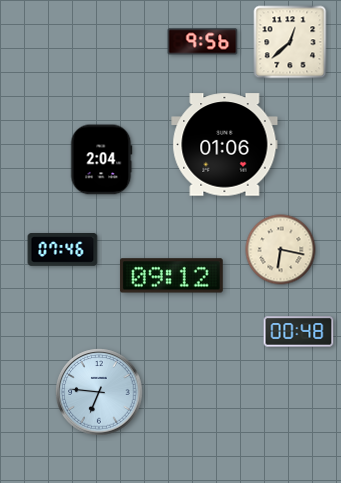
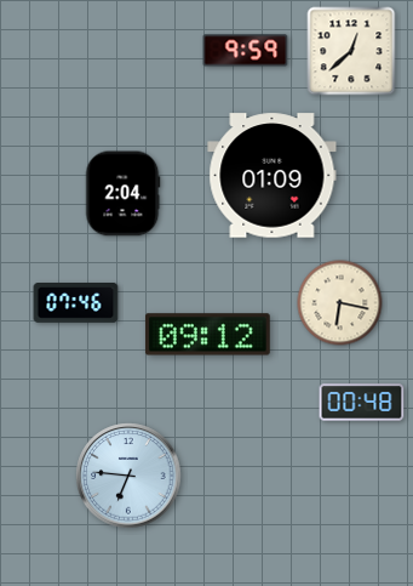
clock at (203, 42): 9:56 -> 9:59
clock at (225, 145): 01:06 -> 01:09
clock at (99, 392) position: (99, 392) -> (128, 476)
